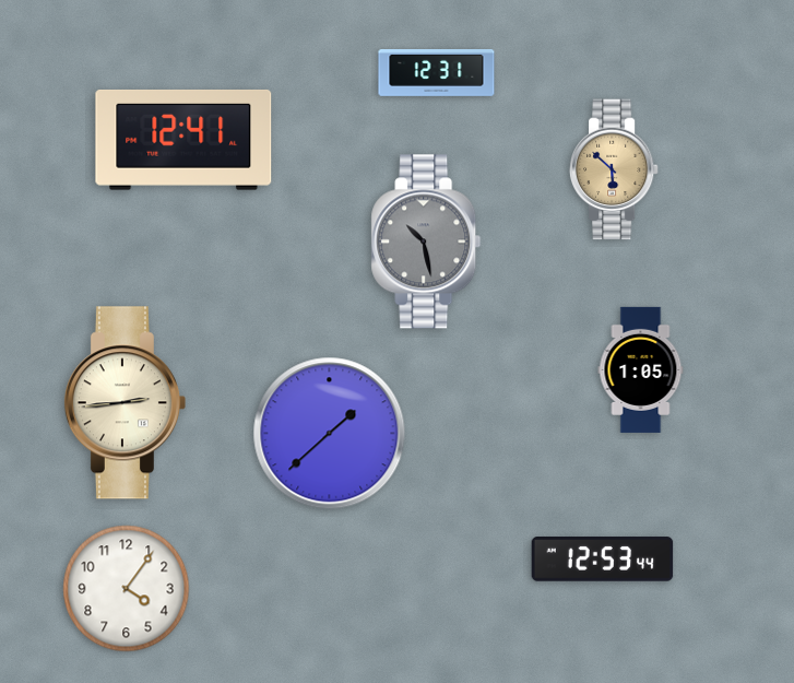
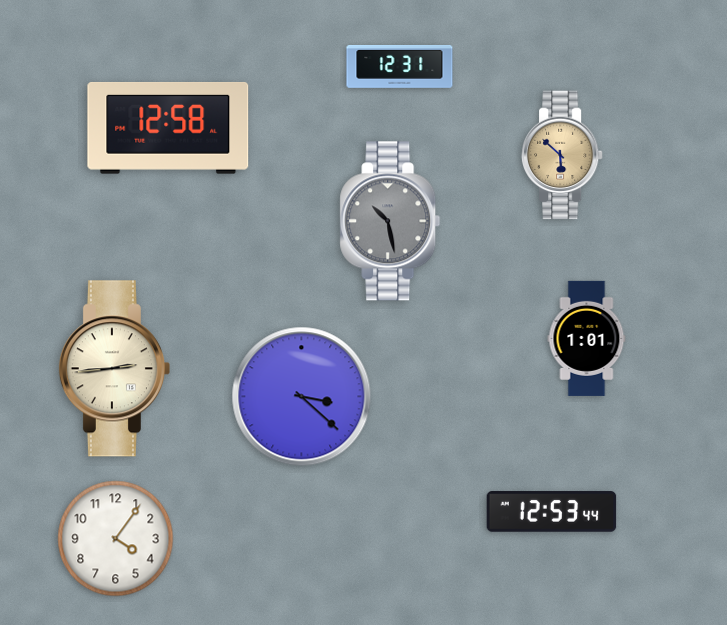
clock at (183, 140): 12:41 -> 12:58
clock at (641, 369): 1:05 -> 1:01
clock at (330, 434): 1:38 -> 3:22
